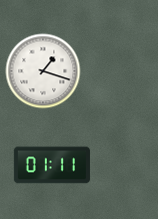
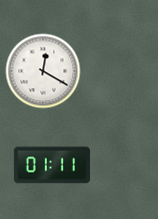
clock at (43, 71): 1:18 -> 12:20
